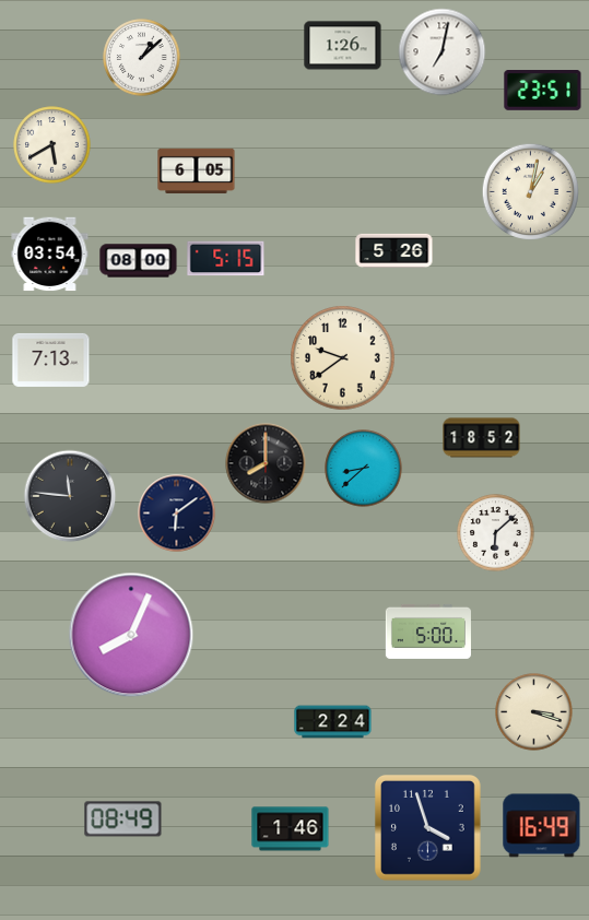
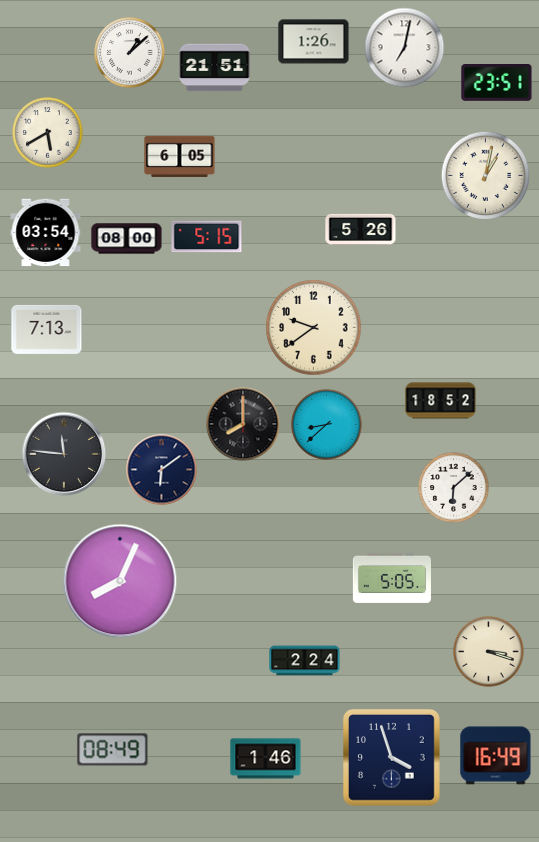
clock at (215, 68): none -> 21:51
clock at (364, 469) position: (364, 469) -> (327, 425)
clock at (428, 632): 5:00 -> 5:05
